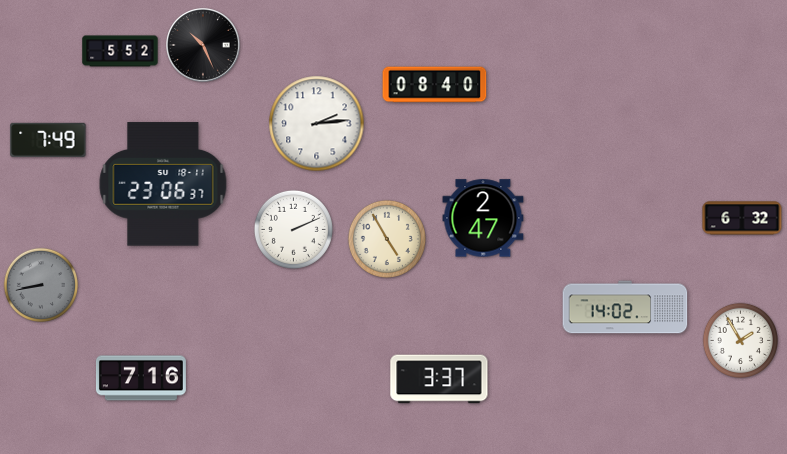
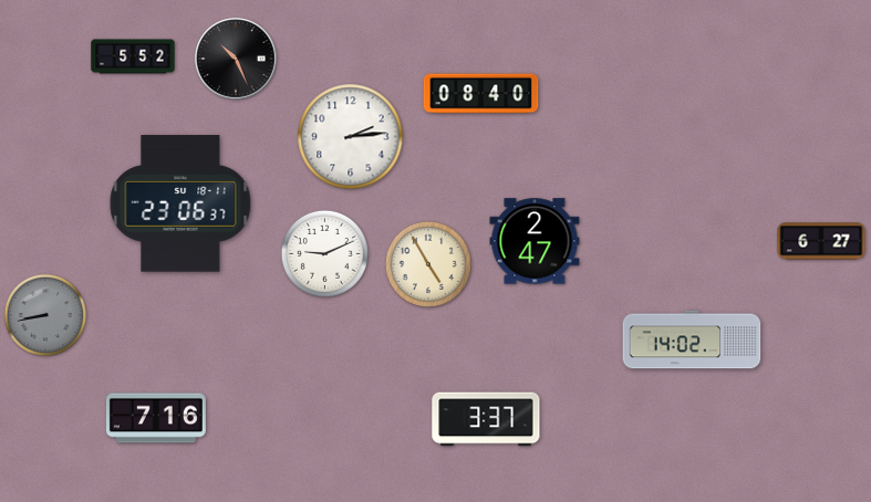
clock at (204, 46) position: (204, 46) -> (237, 60)
clock at (48, 140): 7:49 -> none
clock at (742, 218): 6:32 -> 6:27
clock at (293, 229): 2:11 -> 9:11
clock at (740, 340): 1:55 -> none
